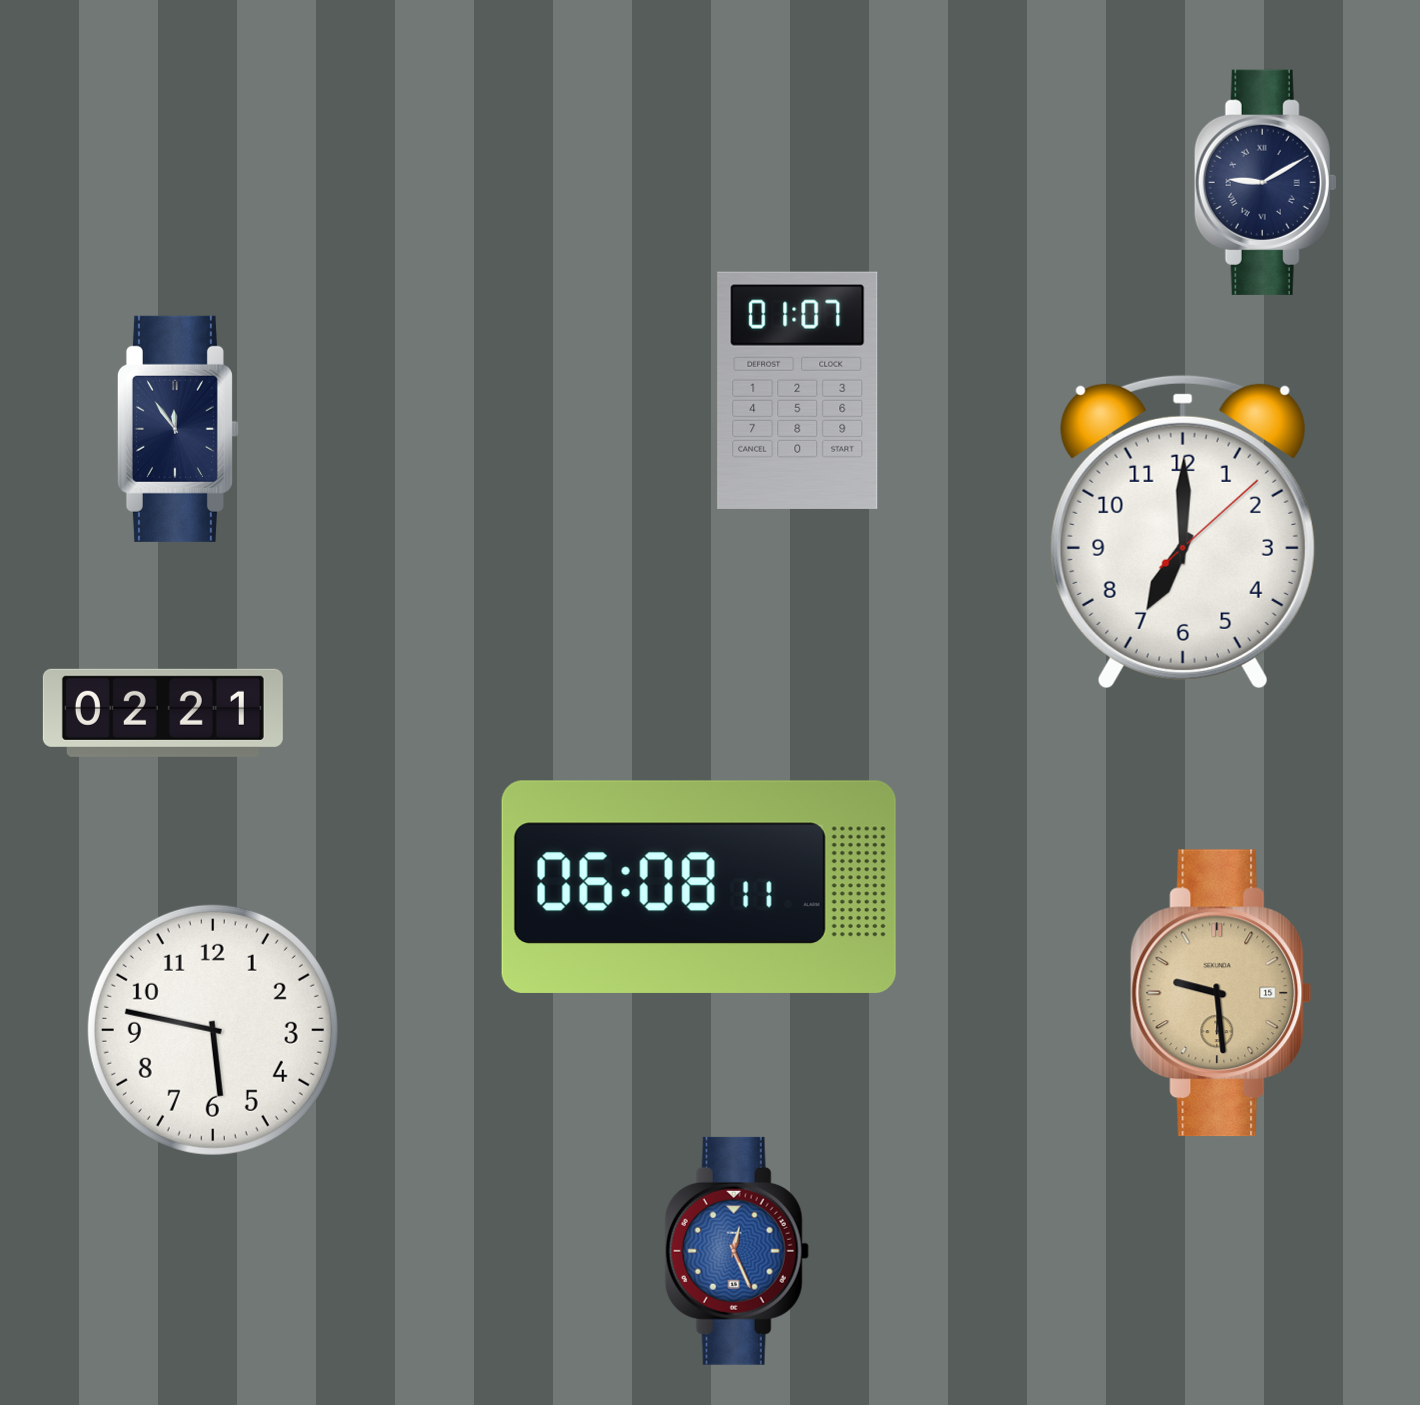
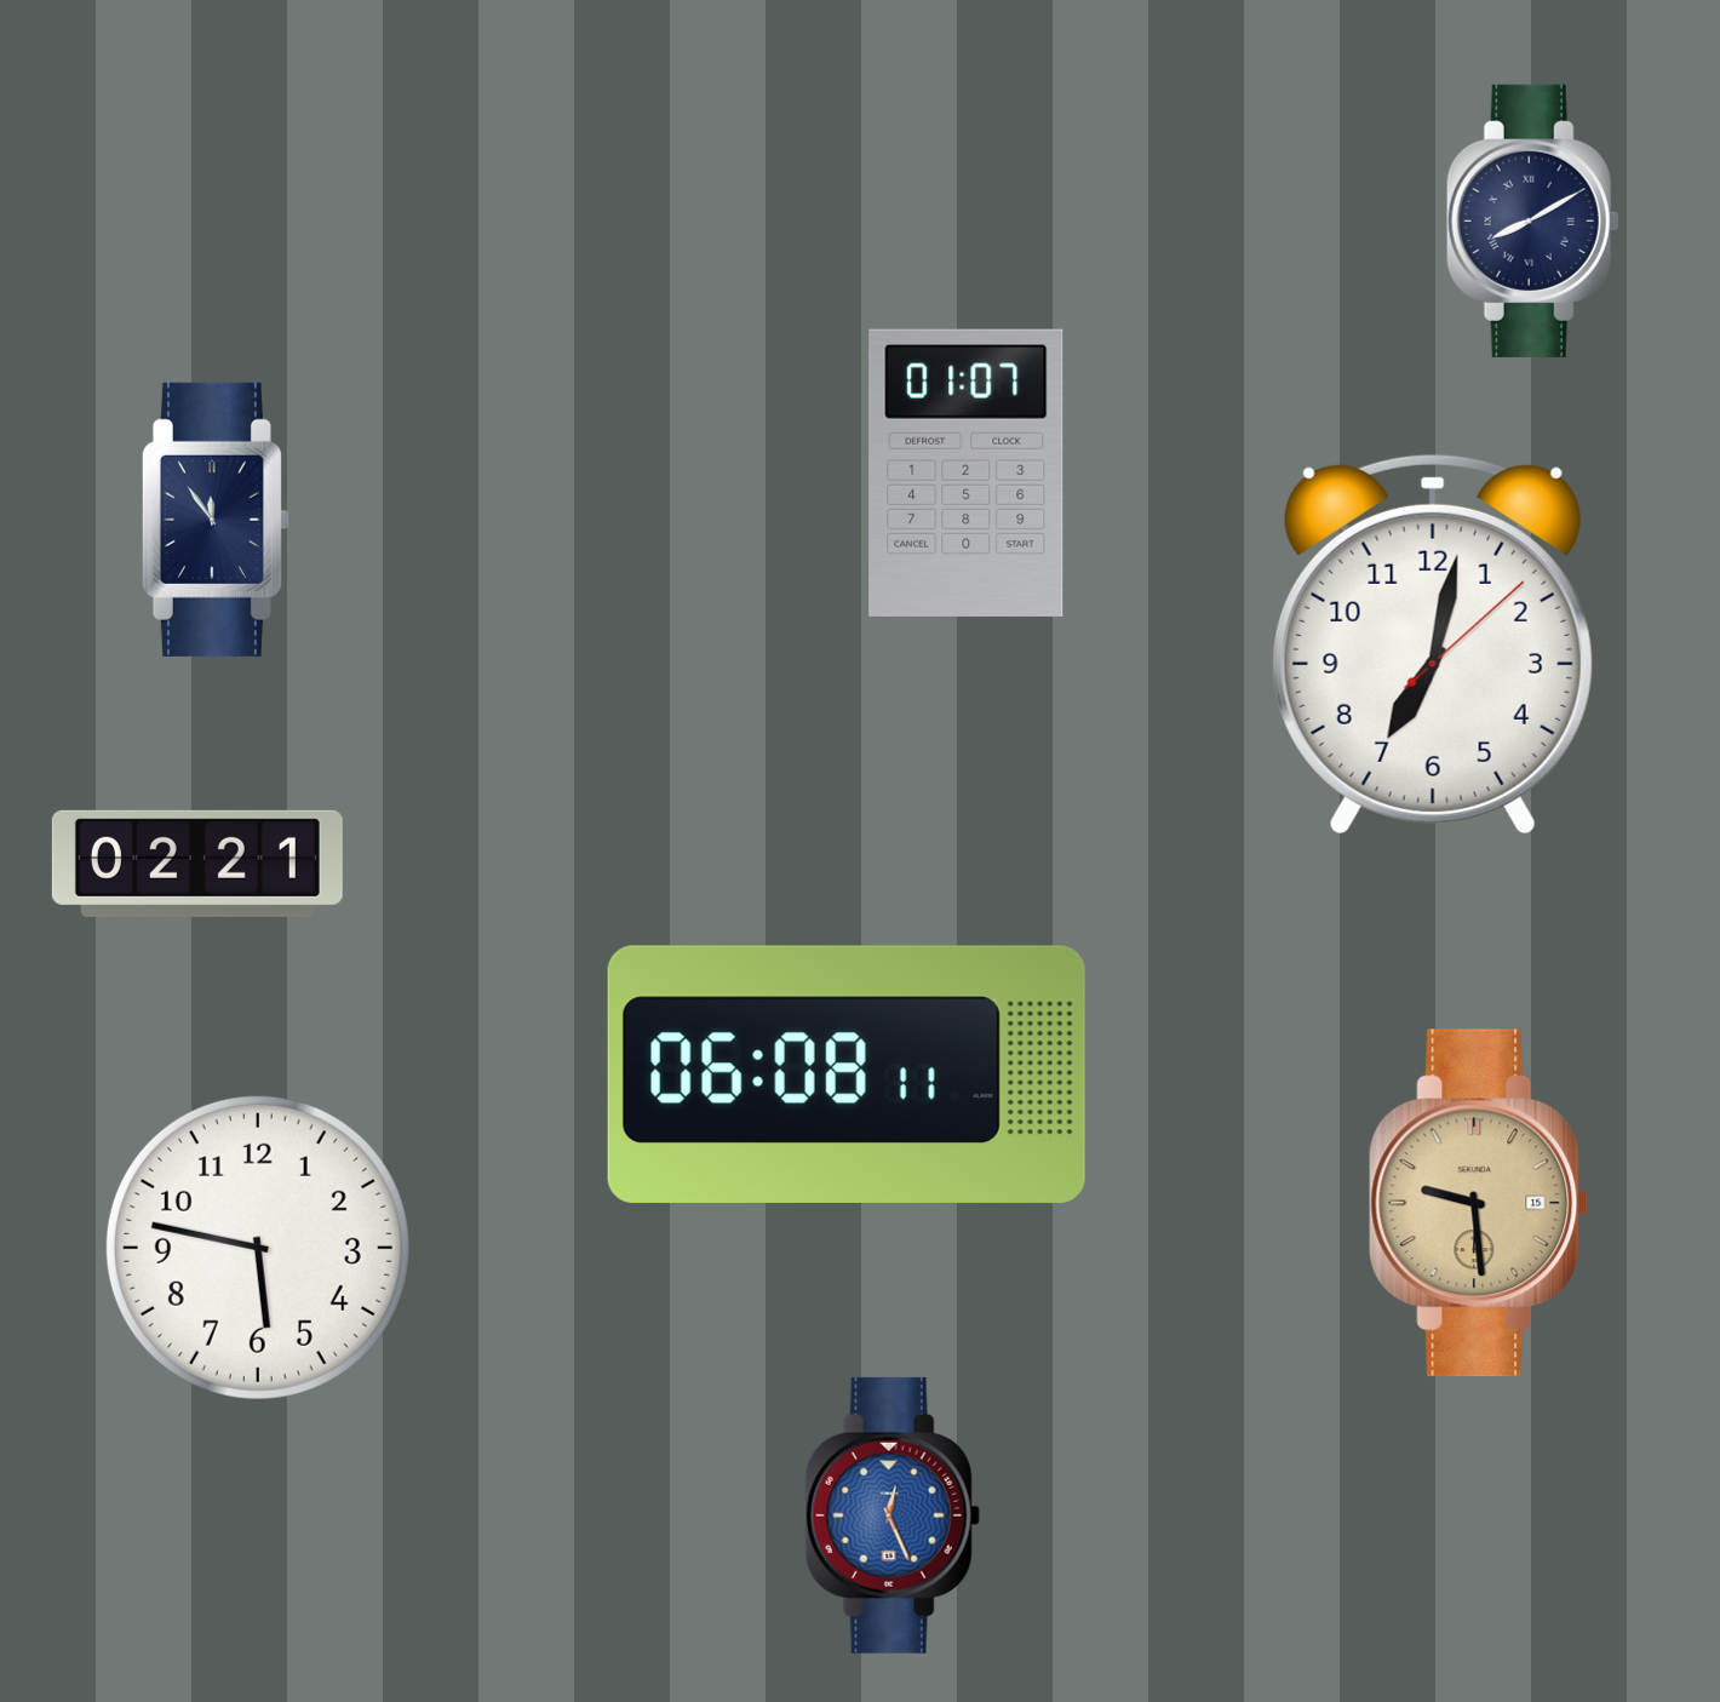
clock at (1265, 182): 9:10 -> 8:10
clock at (1183, 532): 7:00 -> 7:02
